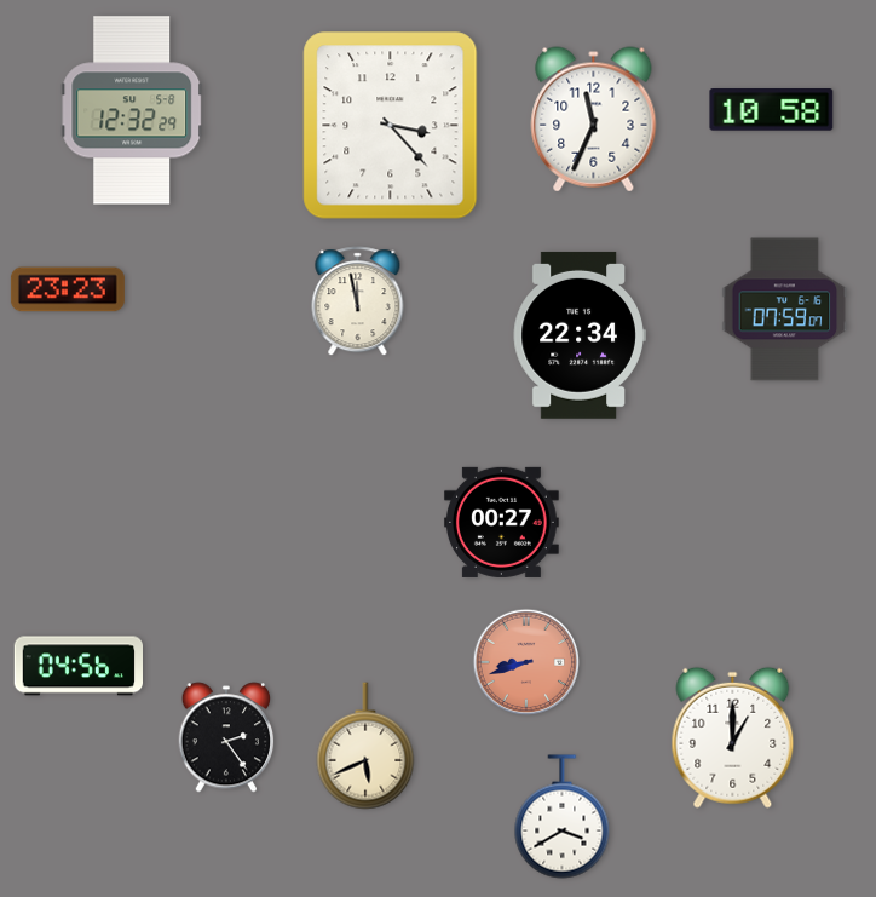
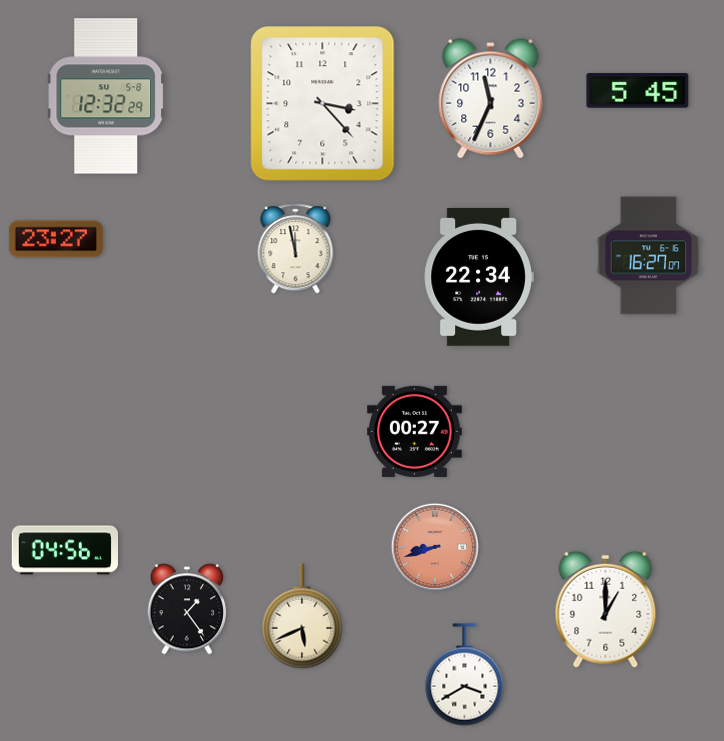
clock at (132, 110) position: (132, 110) -> (106, 96)
clock at (772, 110): 10:58 -> 5:45
clock at (68, 289): 23:23 -> 23:27
clock at (785, 310): 07:59 -> 16:27
clock at (226, 737): 2:24 -> 1:24
